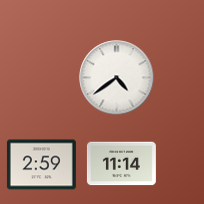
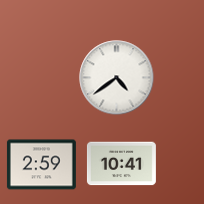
clock at (121, 164): 11:14 -> 10:41
